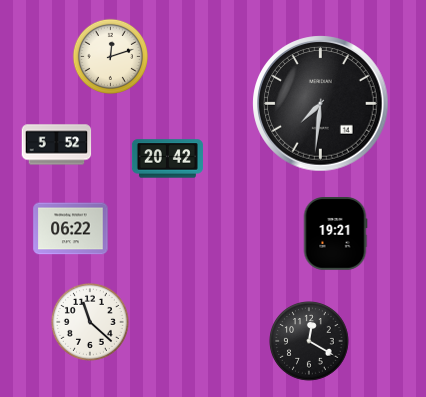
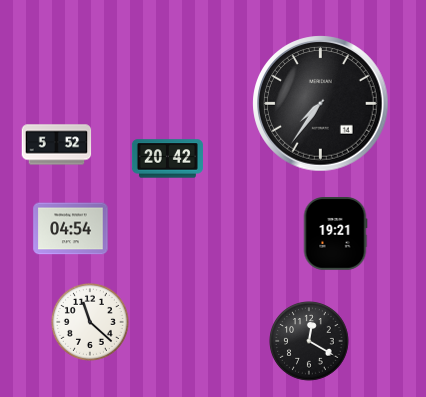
clock at (110, 56): 12:12 -> none
clock at (321, 104): 7:31 -> 7:36
clock at (71, 229): 06:22 -> 04:54
